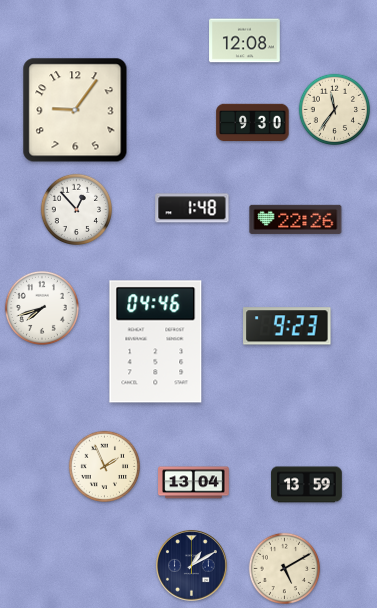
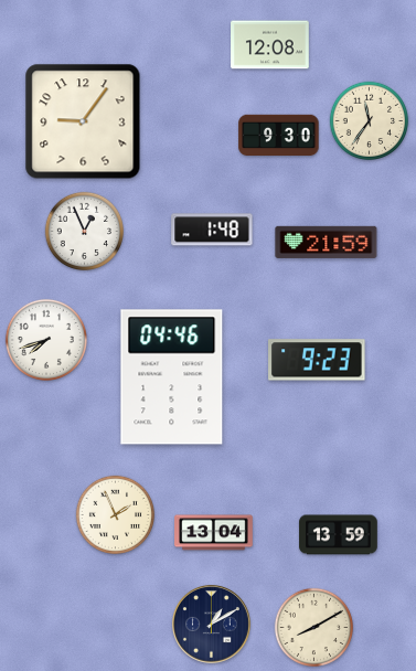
clock at (77, 210): 12:53 -> 12:56
clock at (296, 219): 22:26 -> 21:59
clock at (285, 569): 5:10 -> 8:10
